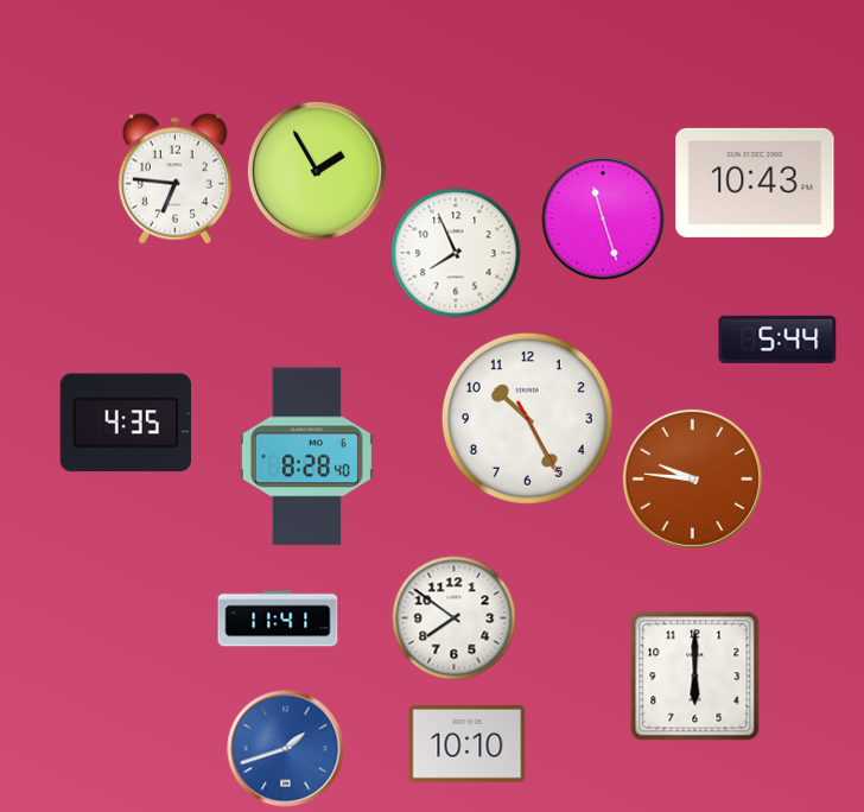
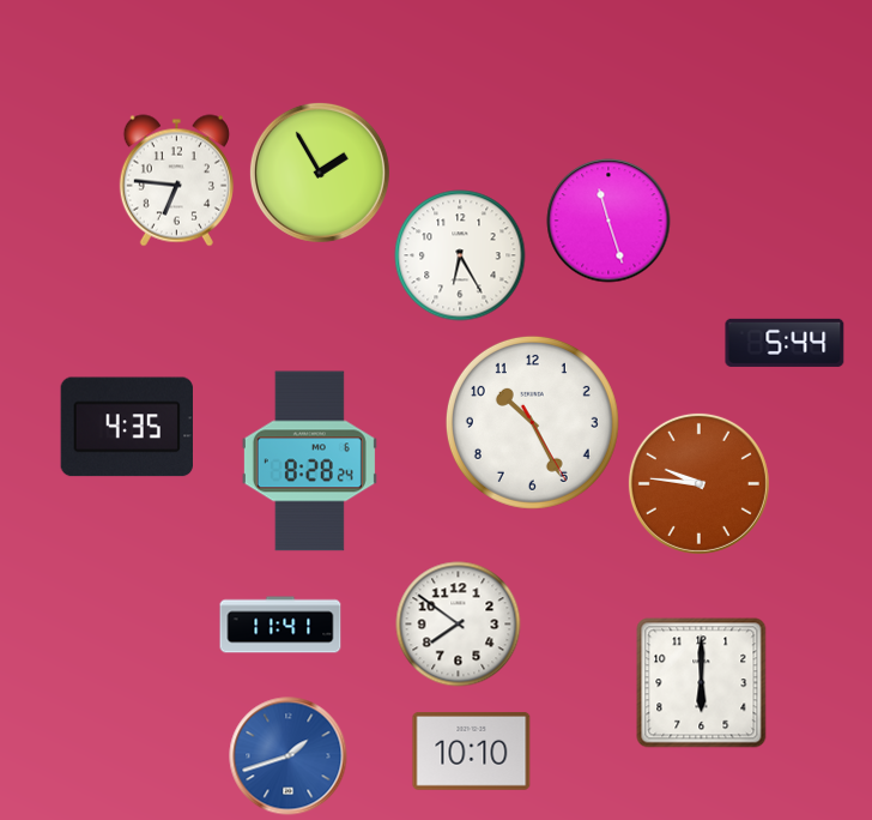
clock at (755, 183): 10:43 -> none
clock at (456, 253): 7:56 -> 6:25
clock at (306, 457): 8:28:40 -> 8:28:24
